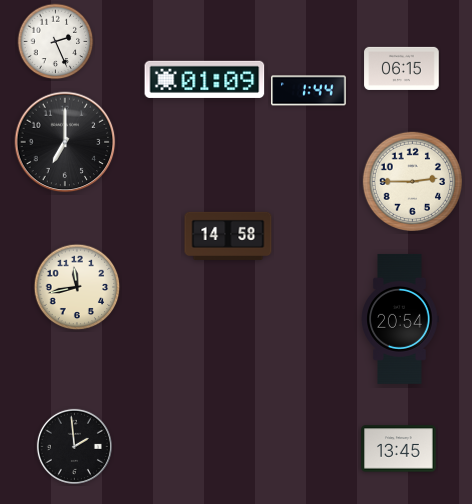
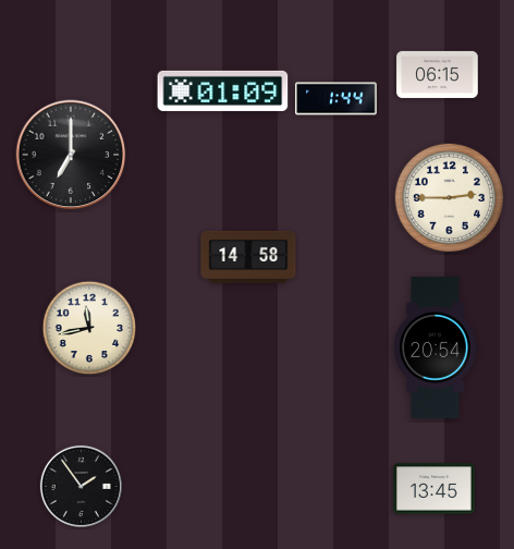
clock at (56, 42): 2:26 -> none
clock at (205, 79) position: (205, 79) -> (223, 90)
clock at (77, 287) position: (77, 287) -> (89, 328)
clock at (74, 446): 1:59 -> 1:54
